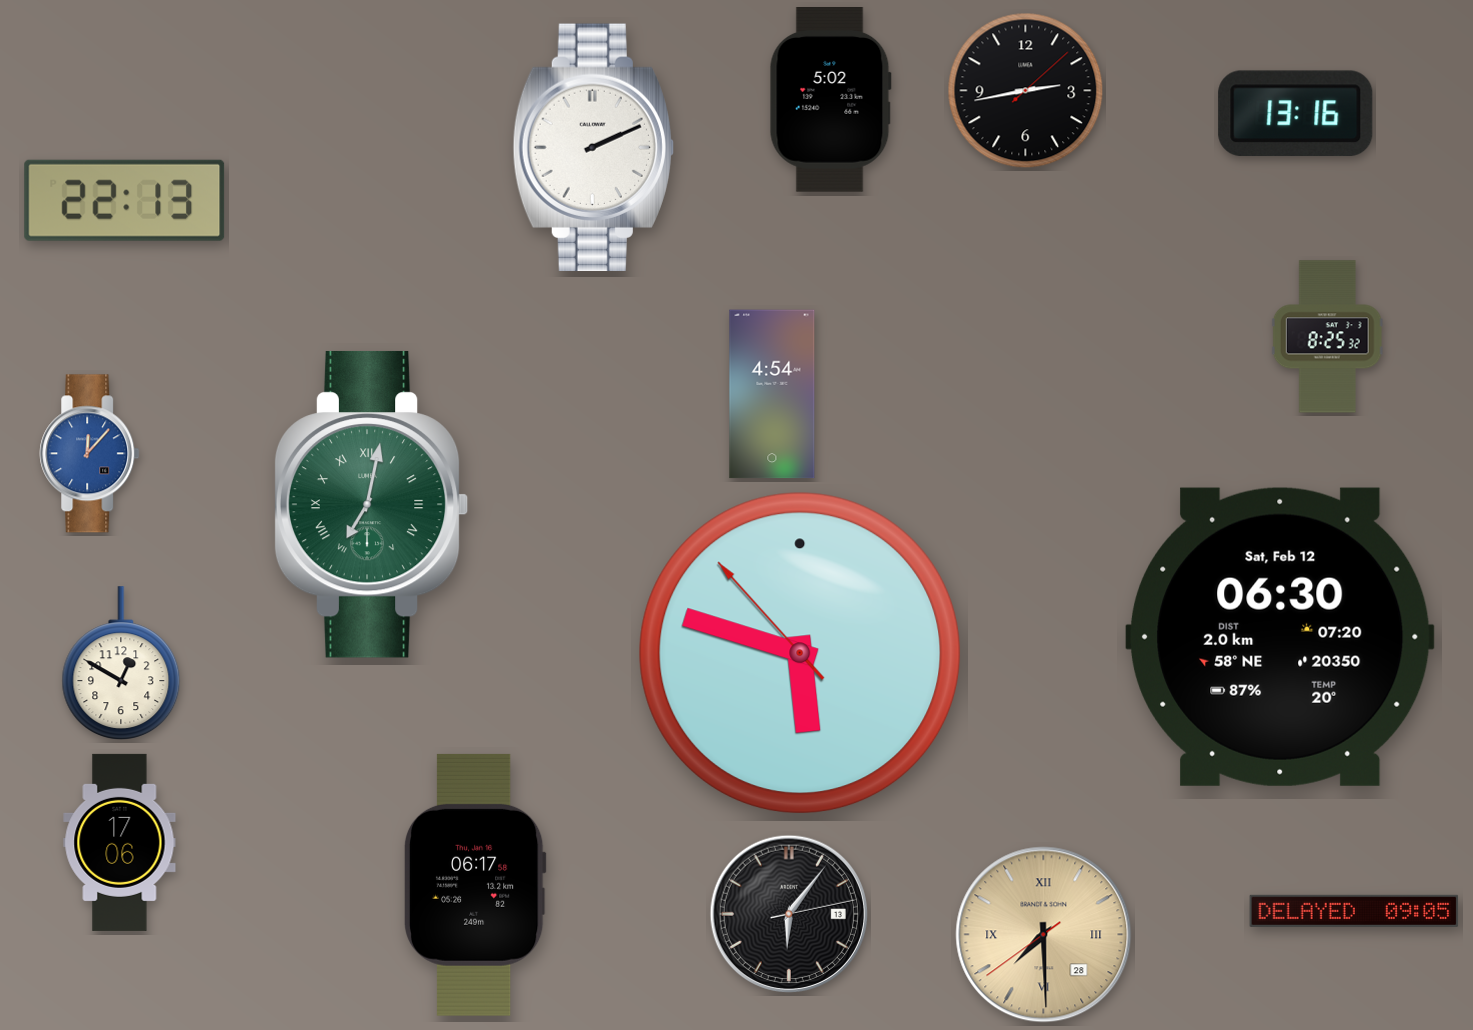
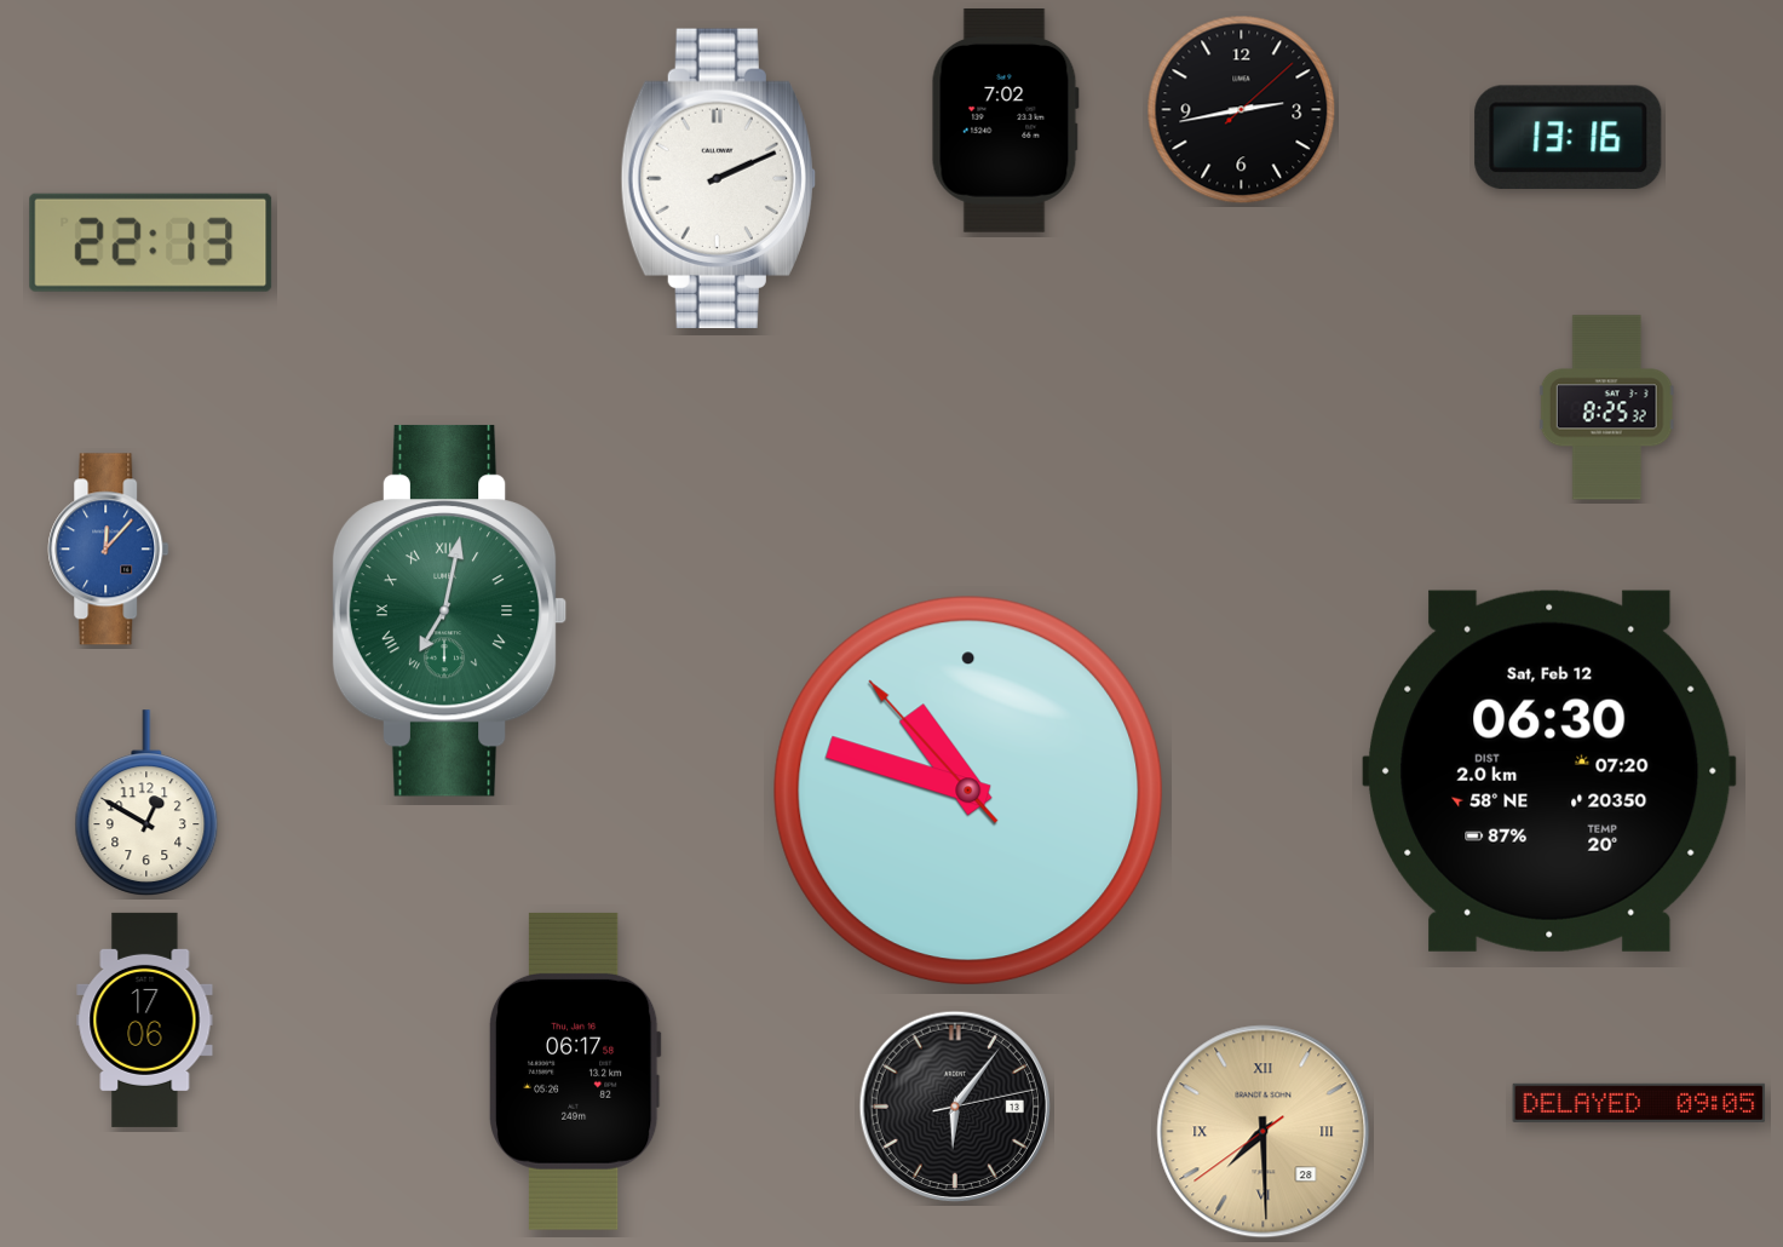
clock at (830, 100): 5:02 -> 7:02
clock at (772, 394): 4:54 -> none
clock at (800, 653): 5:47 -> 10:47
